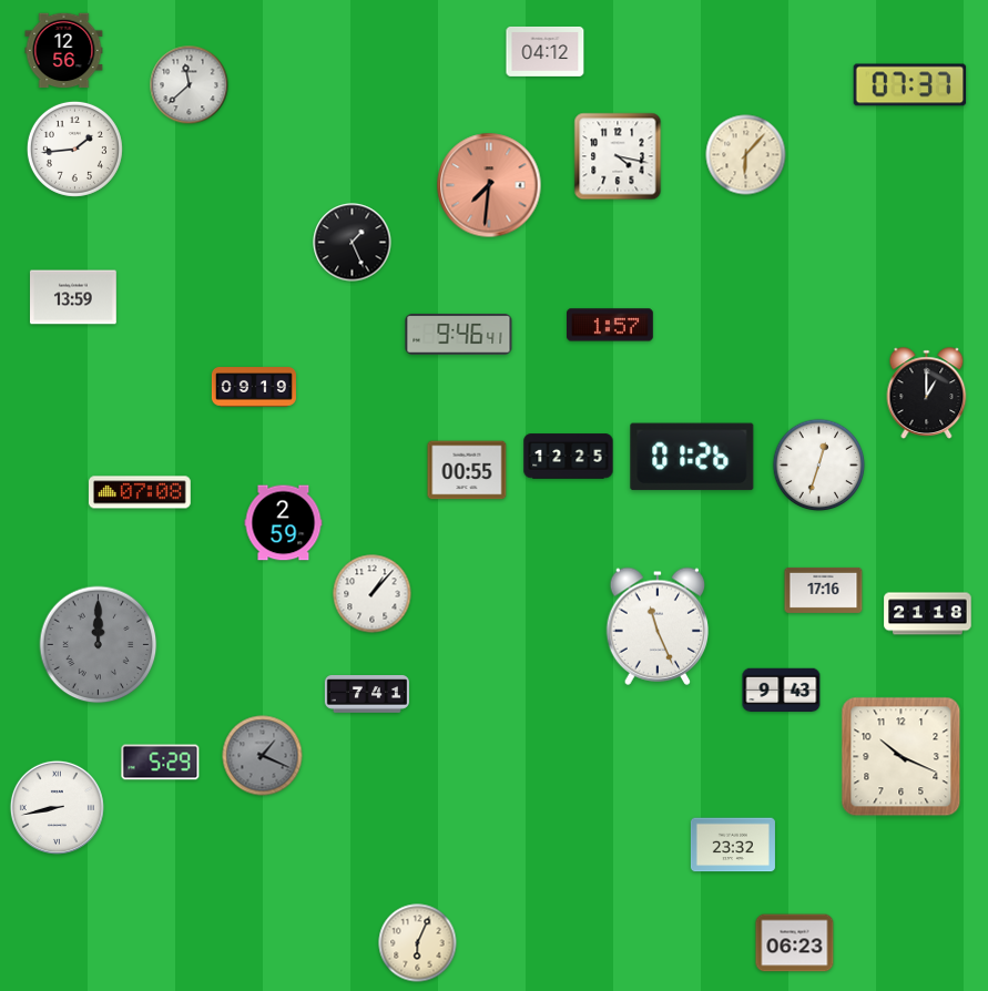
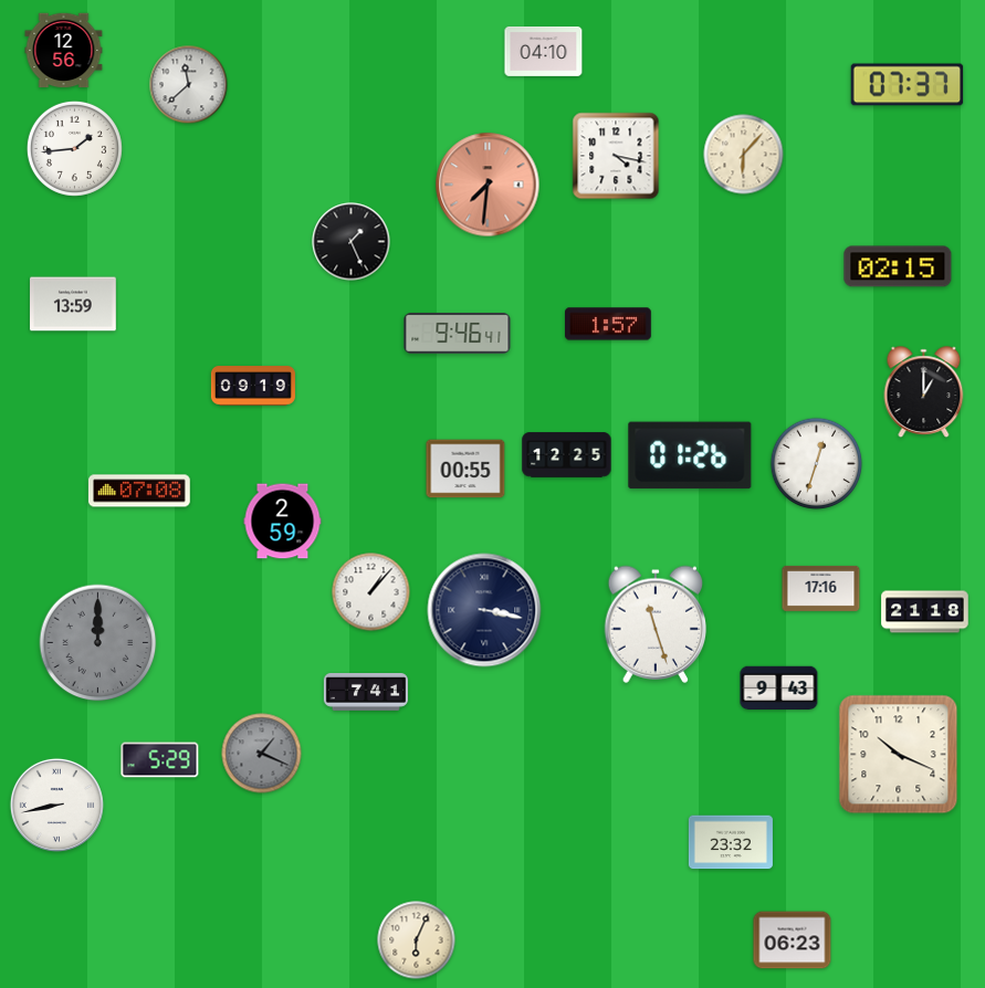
clock at (546, 51): 04:12 -> 04:10
clock at (898, 266): none -> 02:15
clock at (74, 297) position: (74, 297) -> (74, 304)
clock at (484, 610): none -> 3:17
clock at (658, 626): 11:26 -> 11:27
